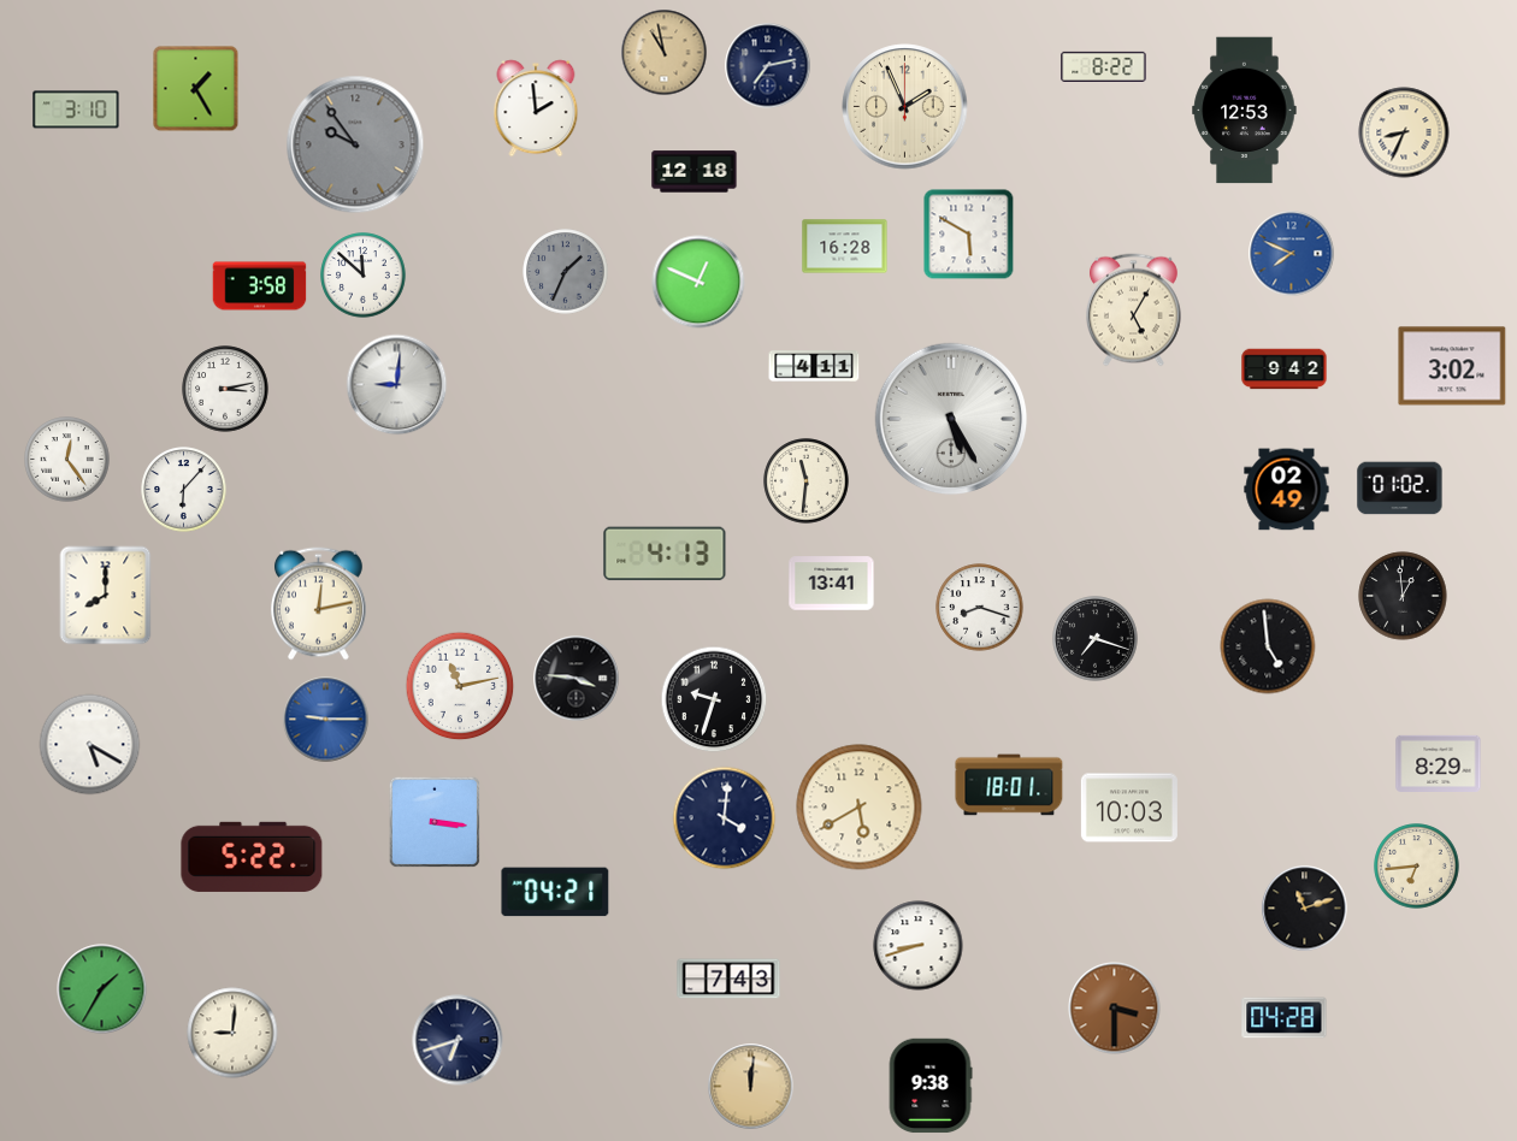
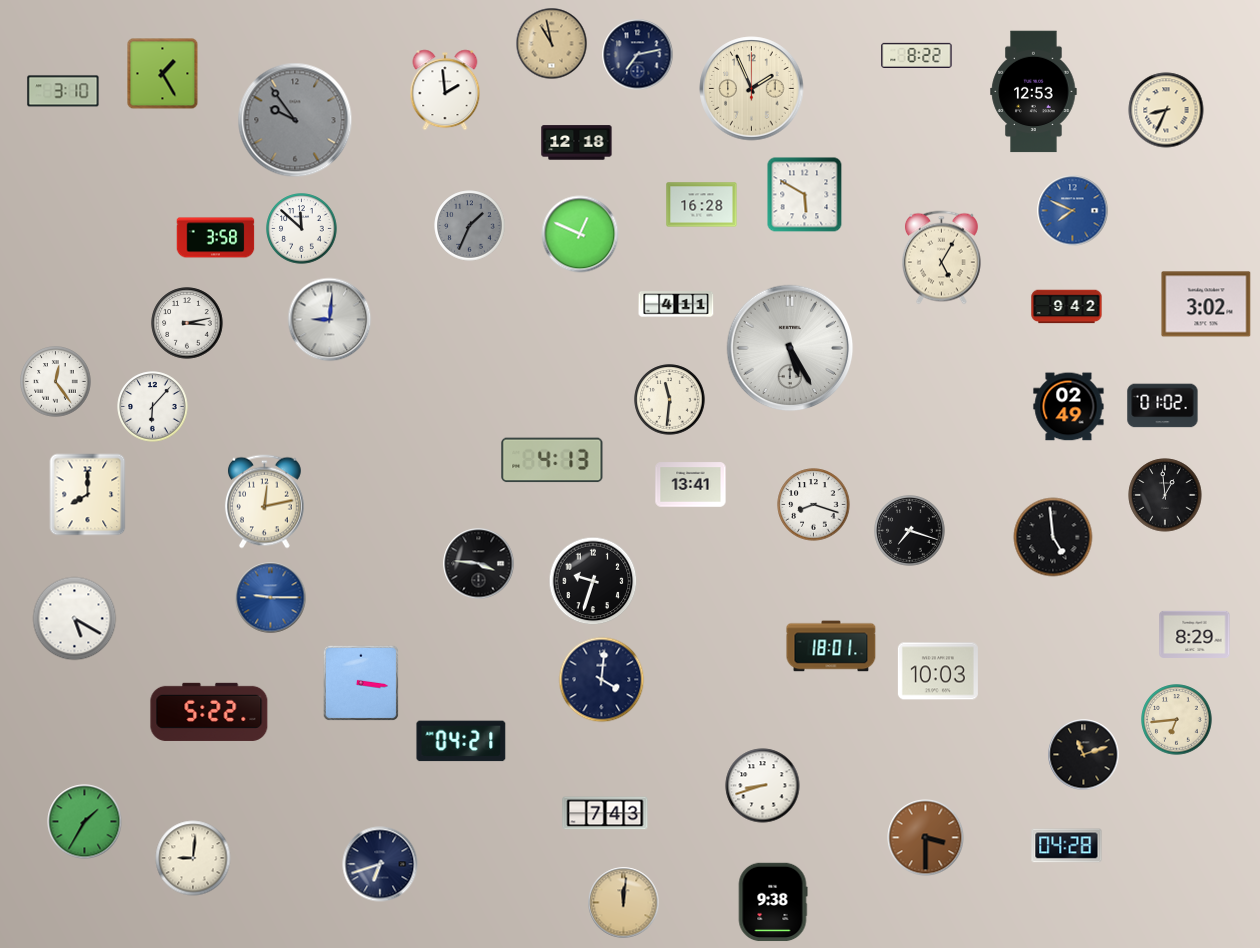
clock at (460, 686): 11:13 -> none
clock at (1009, 785) position: (1009, 785) -> (831, 646)
clock at (860, 808): 5:40 -> none
